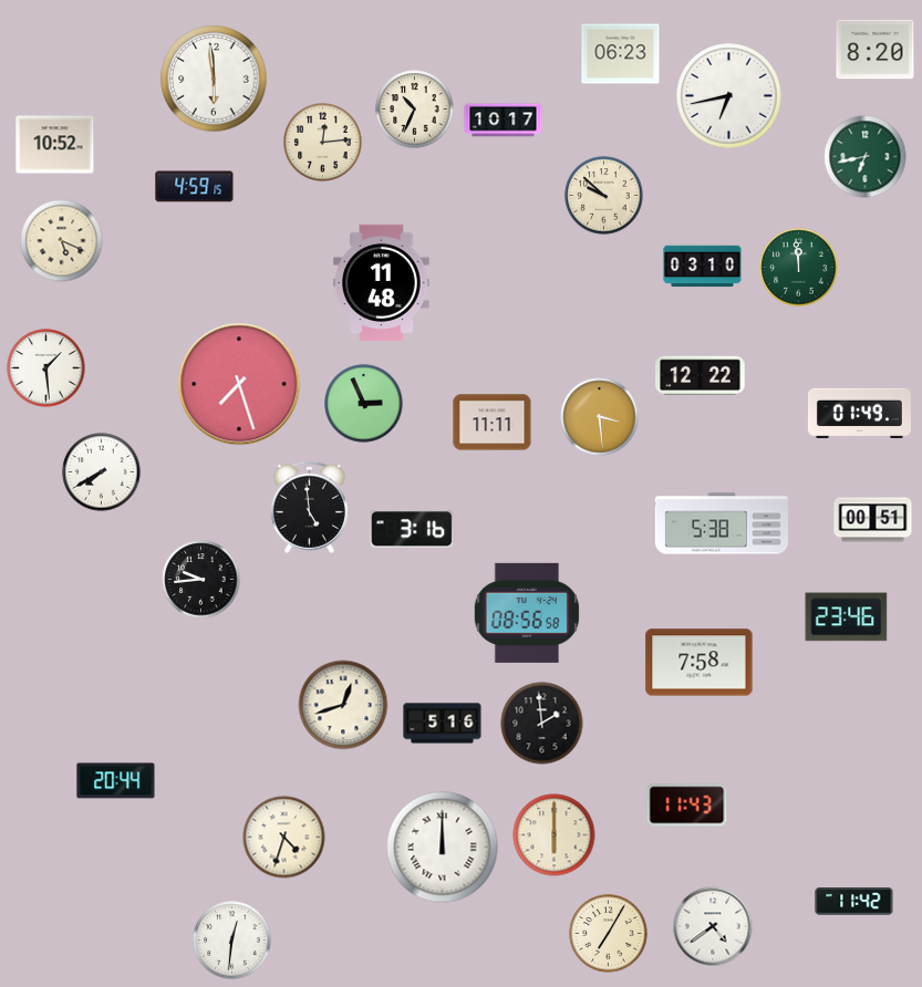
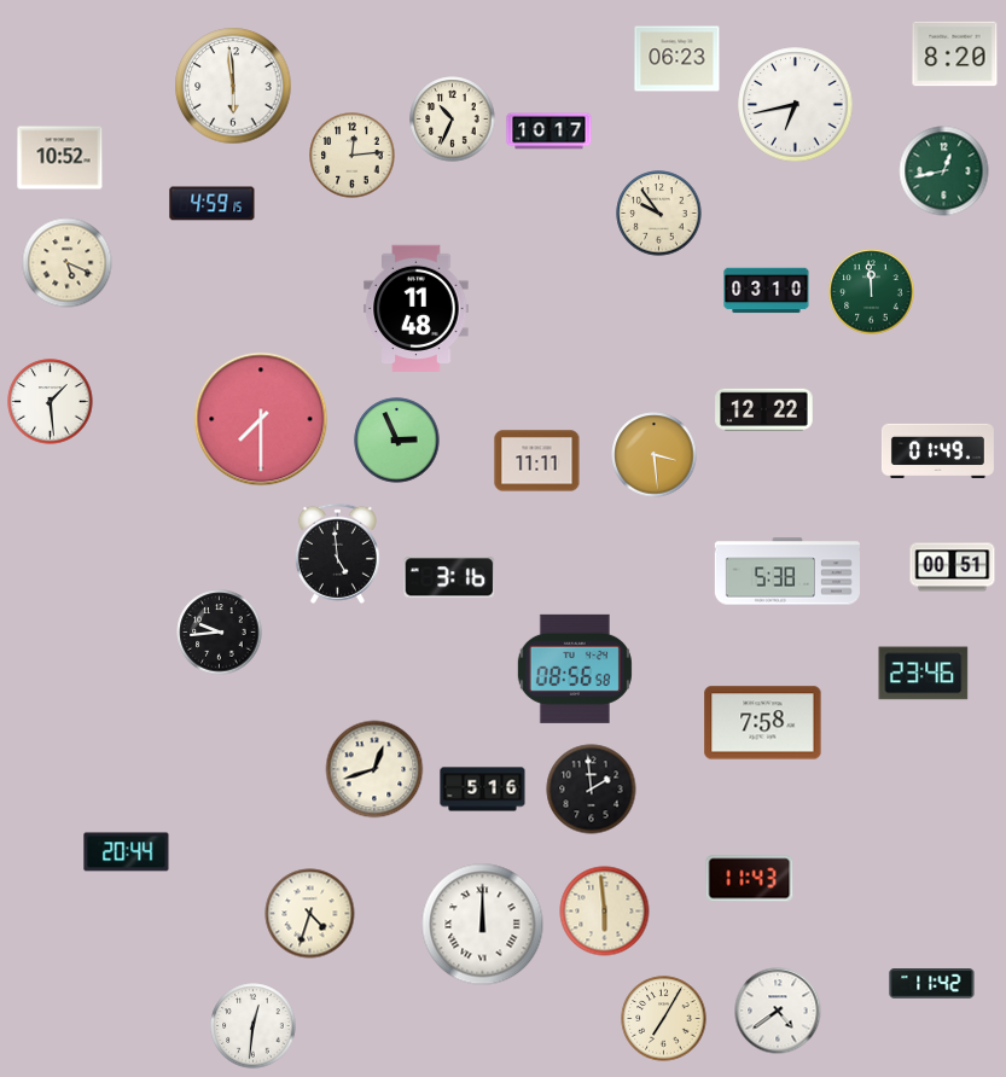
clock at (866, 157): 6:43 -> 12:43
clock at (604, 196): 9:52 -> 9:54
clock at (239, 384): 7:27 -> 7:30
clock at (102, 472): 7:40 -> none
clock at (555, 835): 6:00 -> 5:59
